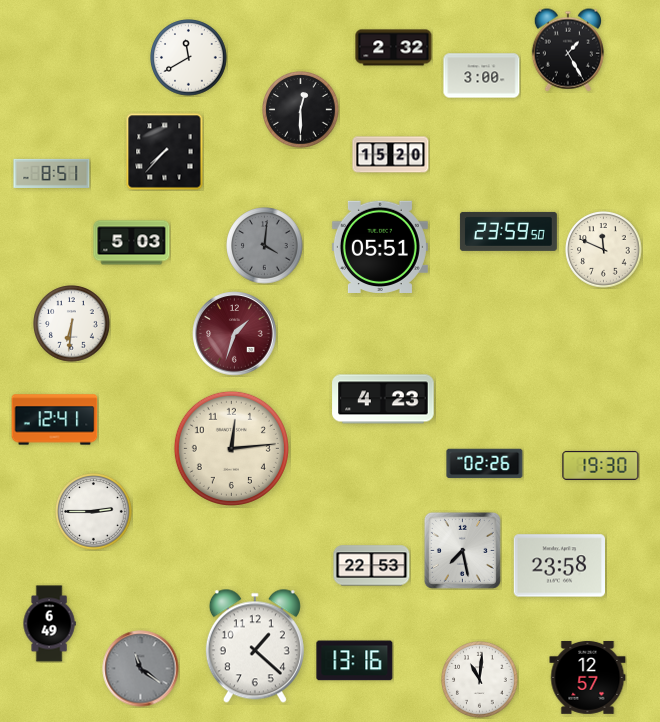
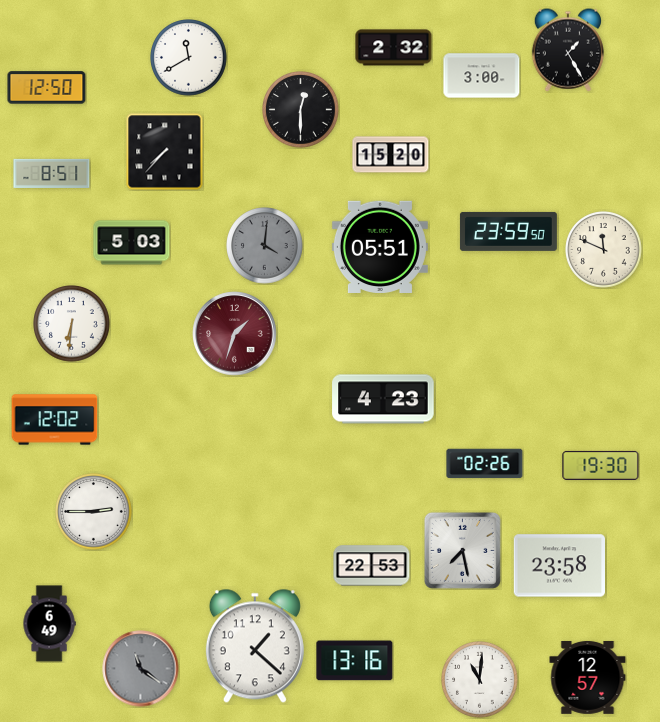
clock at (47, 88): none -> 12:50
clock at (55, 420): 12:41 -> 12:02
clock at (231, 448): 12:14 -> none
